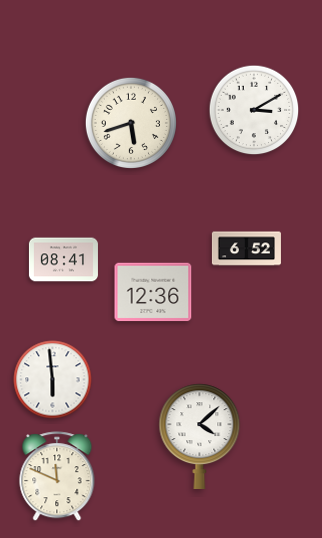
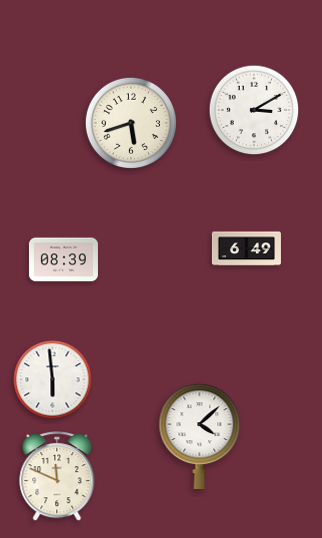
clock at (246, 249): 6:52 -> 6:49
clock at (63, 260): 08:41 -> 08:39
clock at (153, 292): 12:36 -> none
